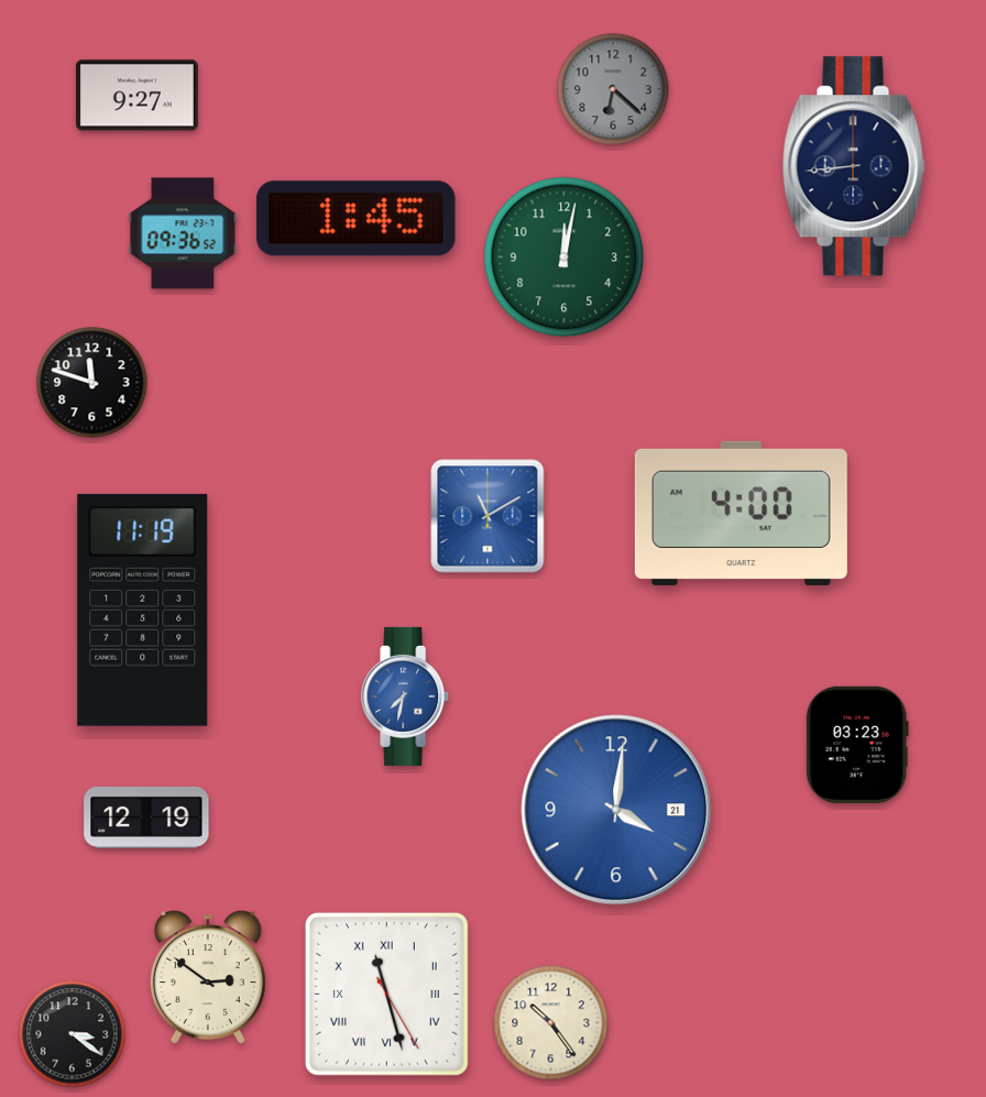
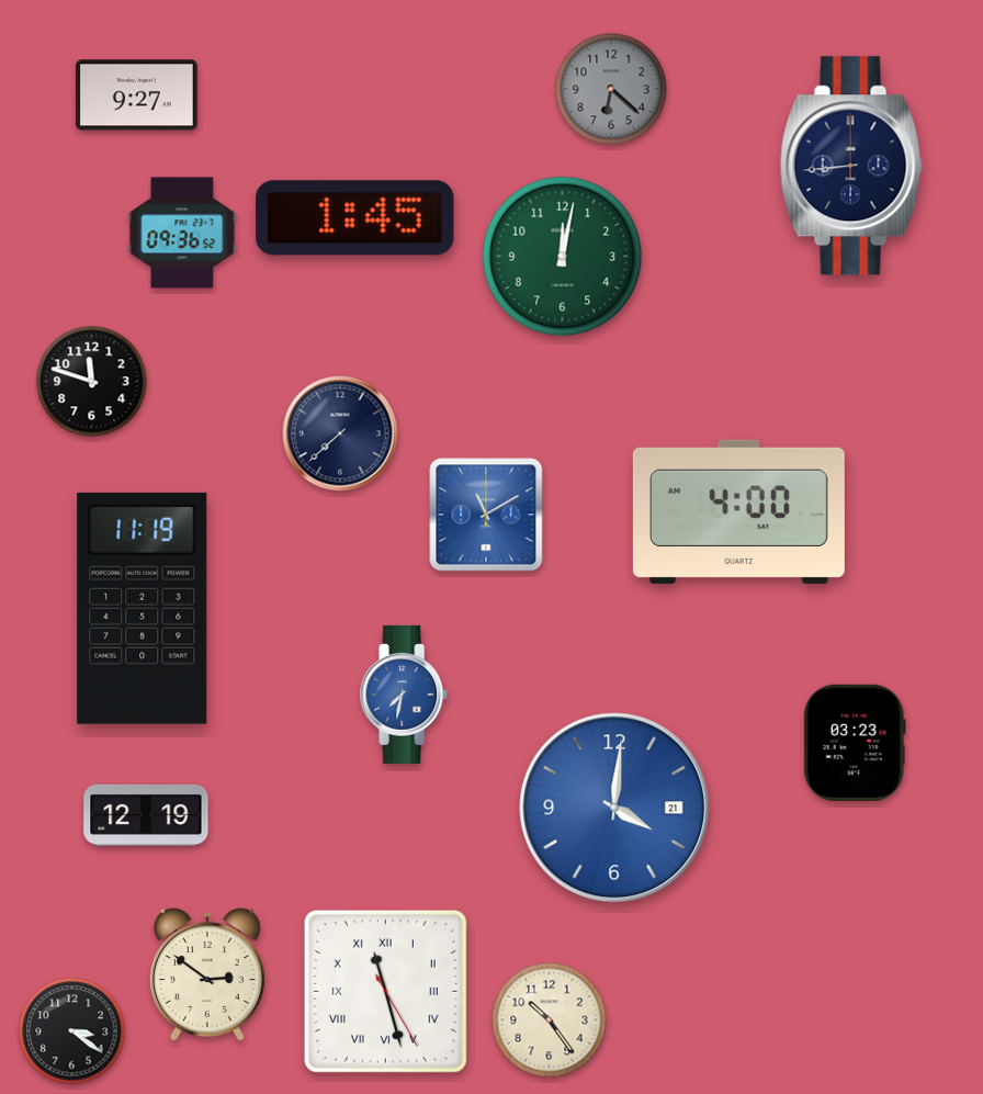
clock at (340, 433): none -> 7:38
